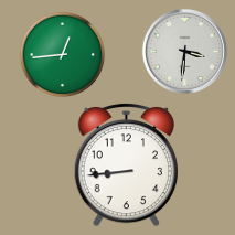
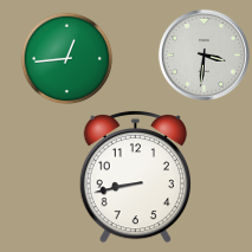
clock at (184, 51) position: (184, 51) -> (203, 54)
clock at (126, 164): 8:44 -> 8:43
